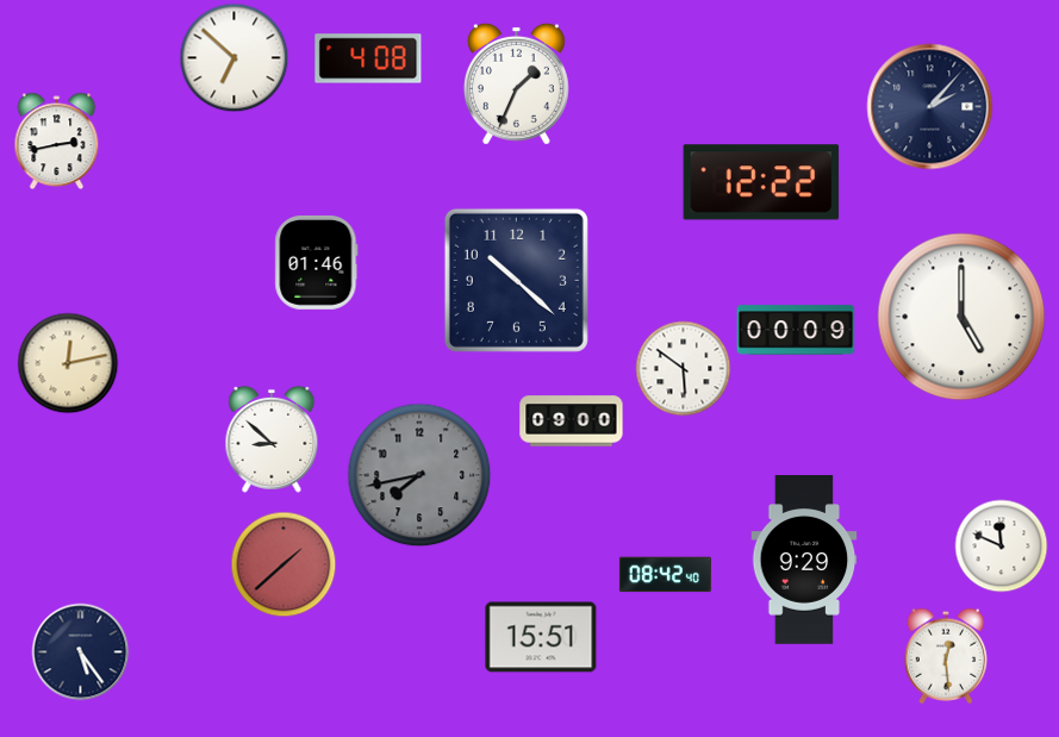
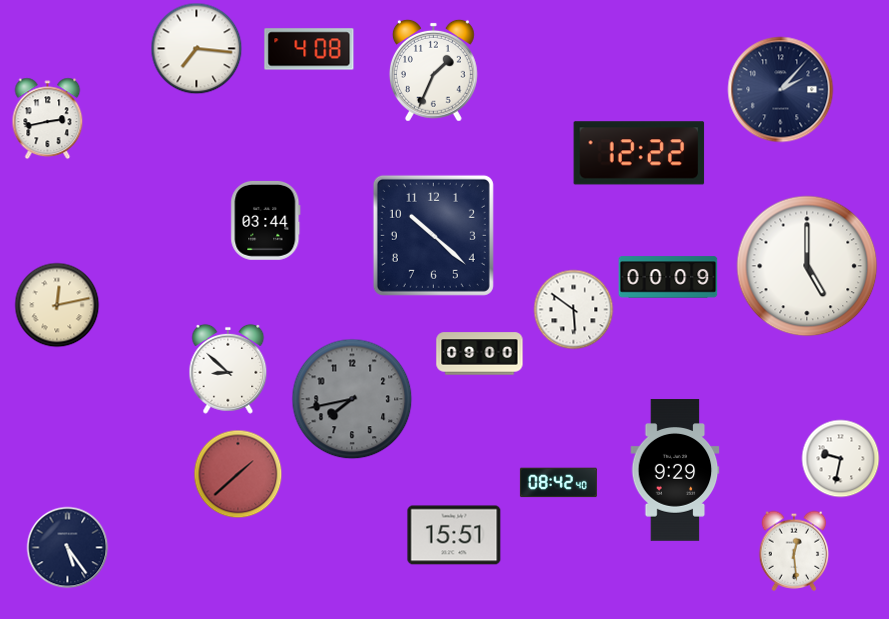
clock at (235, 58): 6:52 -> 7:16
clock at (317, 262): 01:46 -> 03:44
clock at (1002, 546): 11:49 -> 9:32
